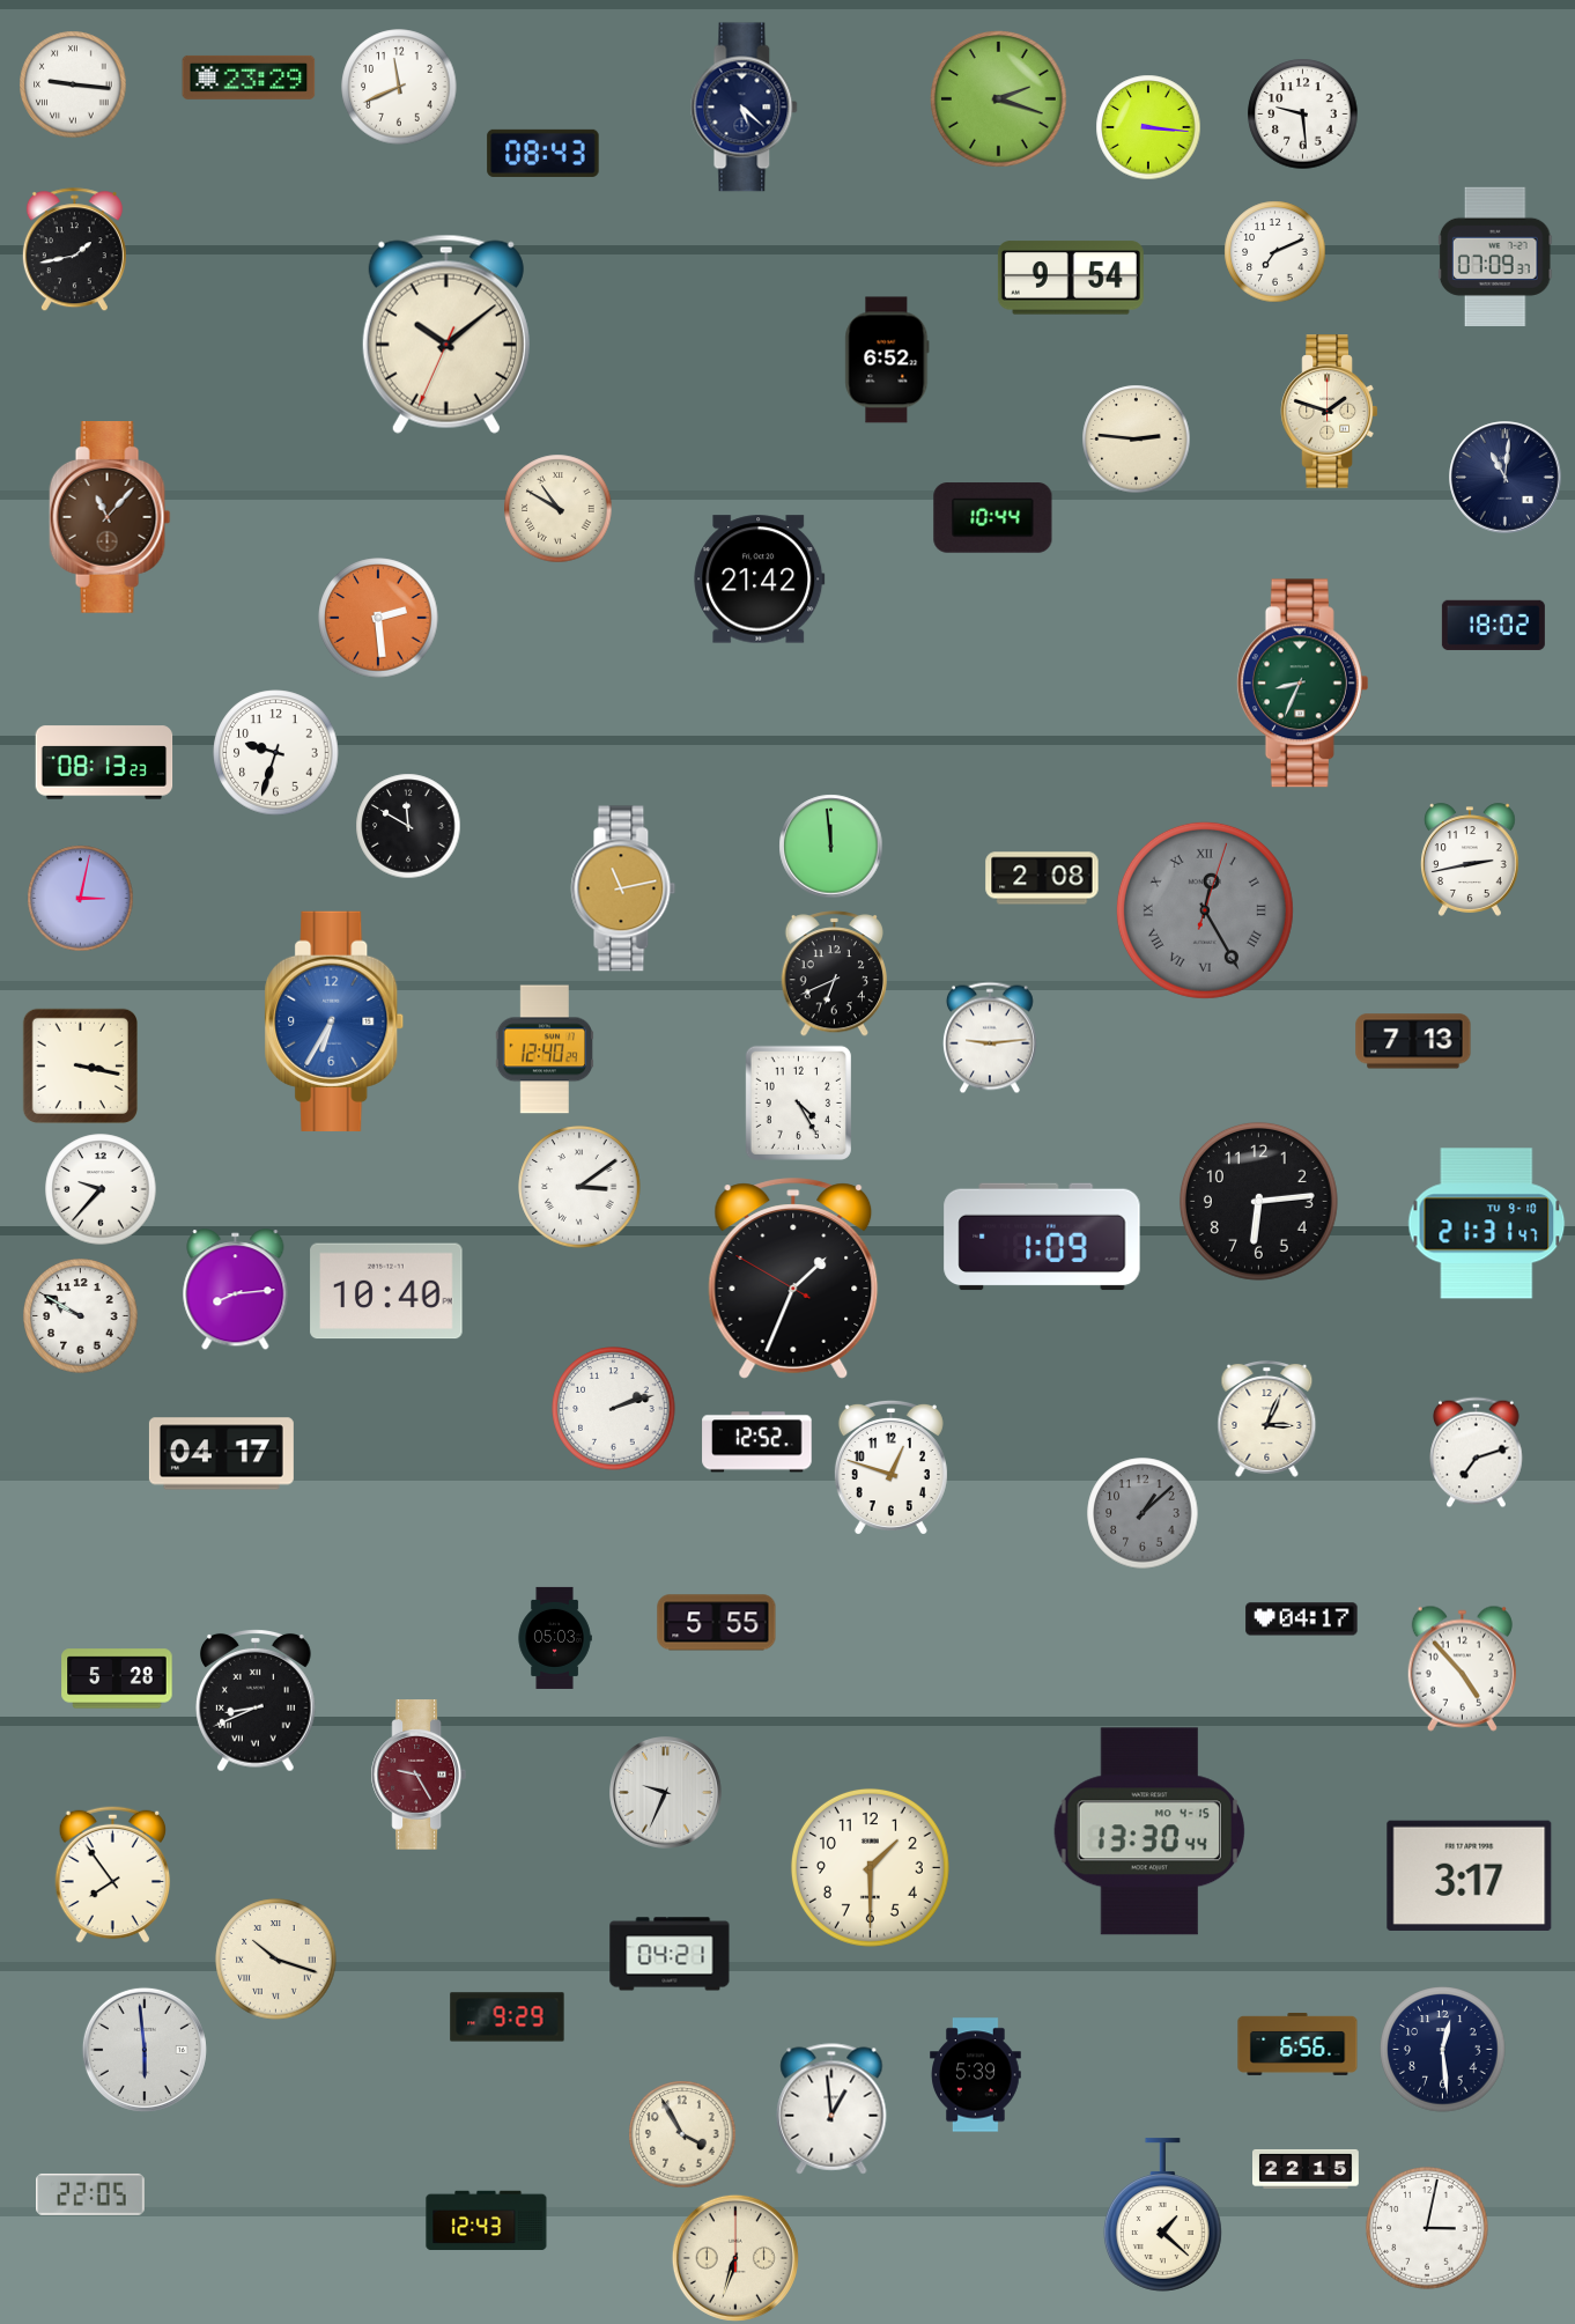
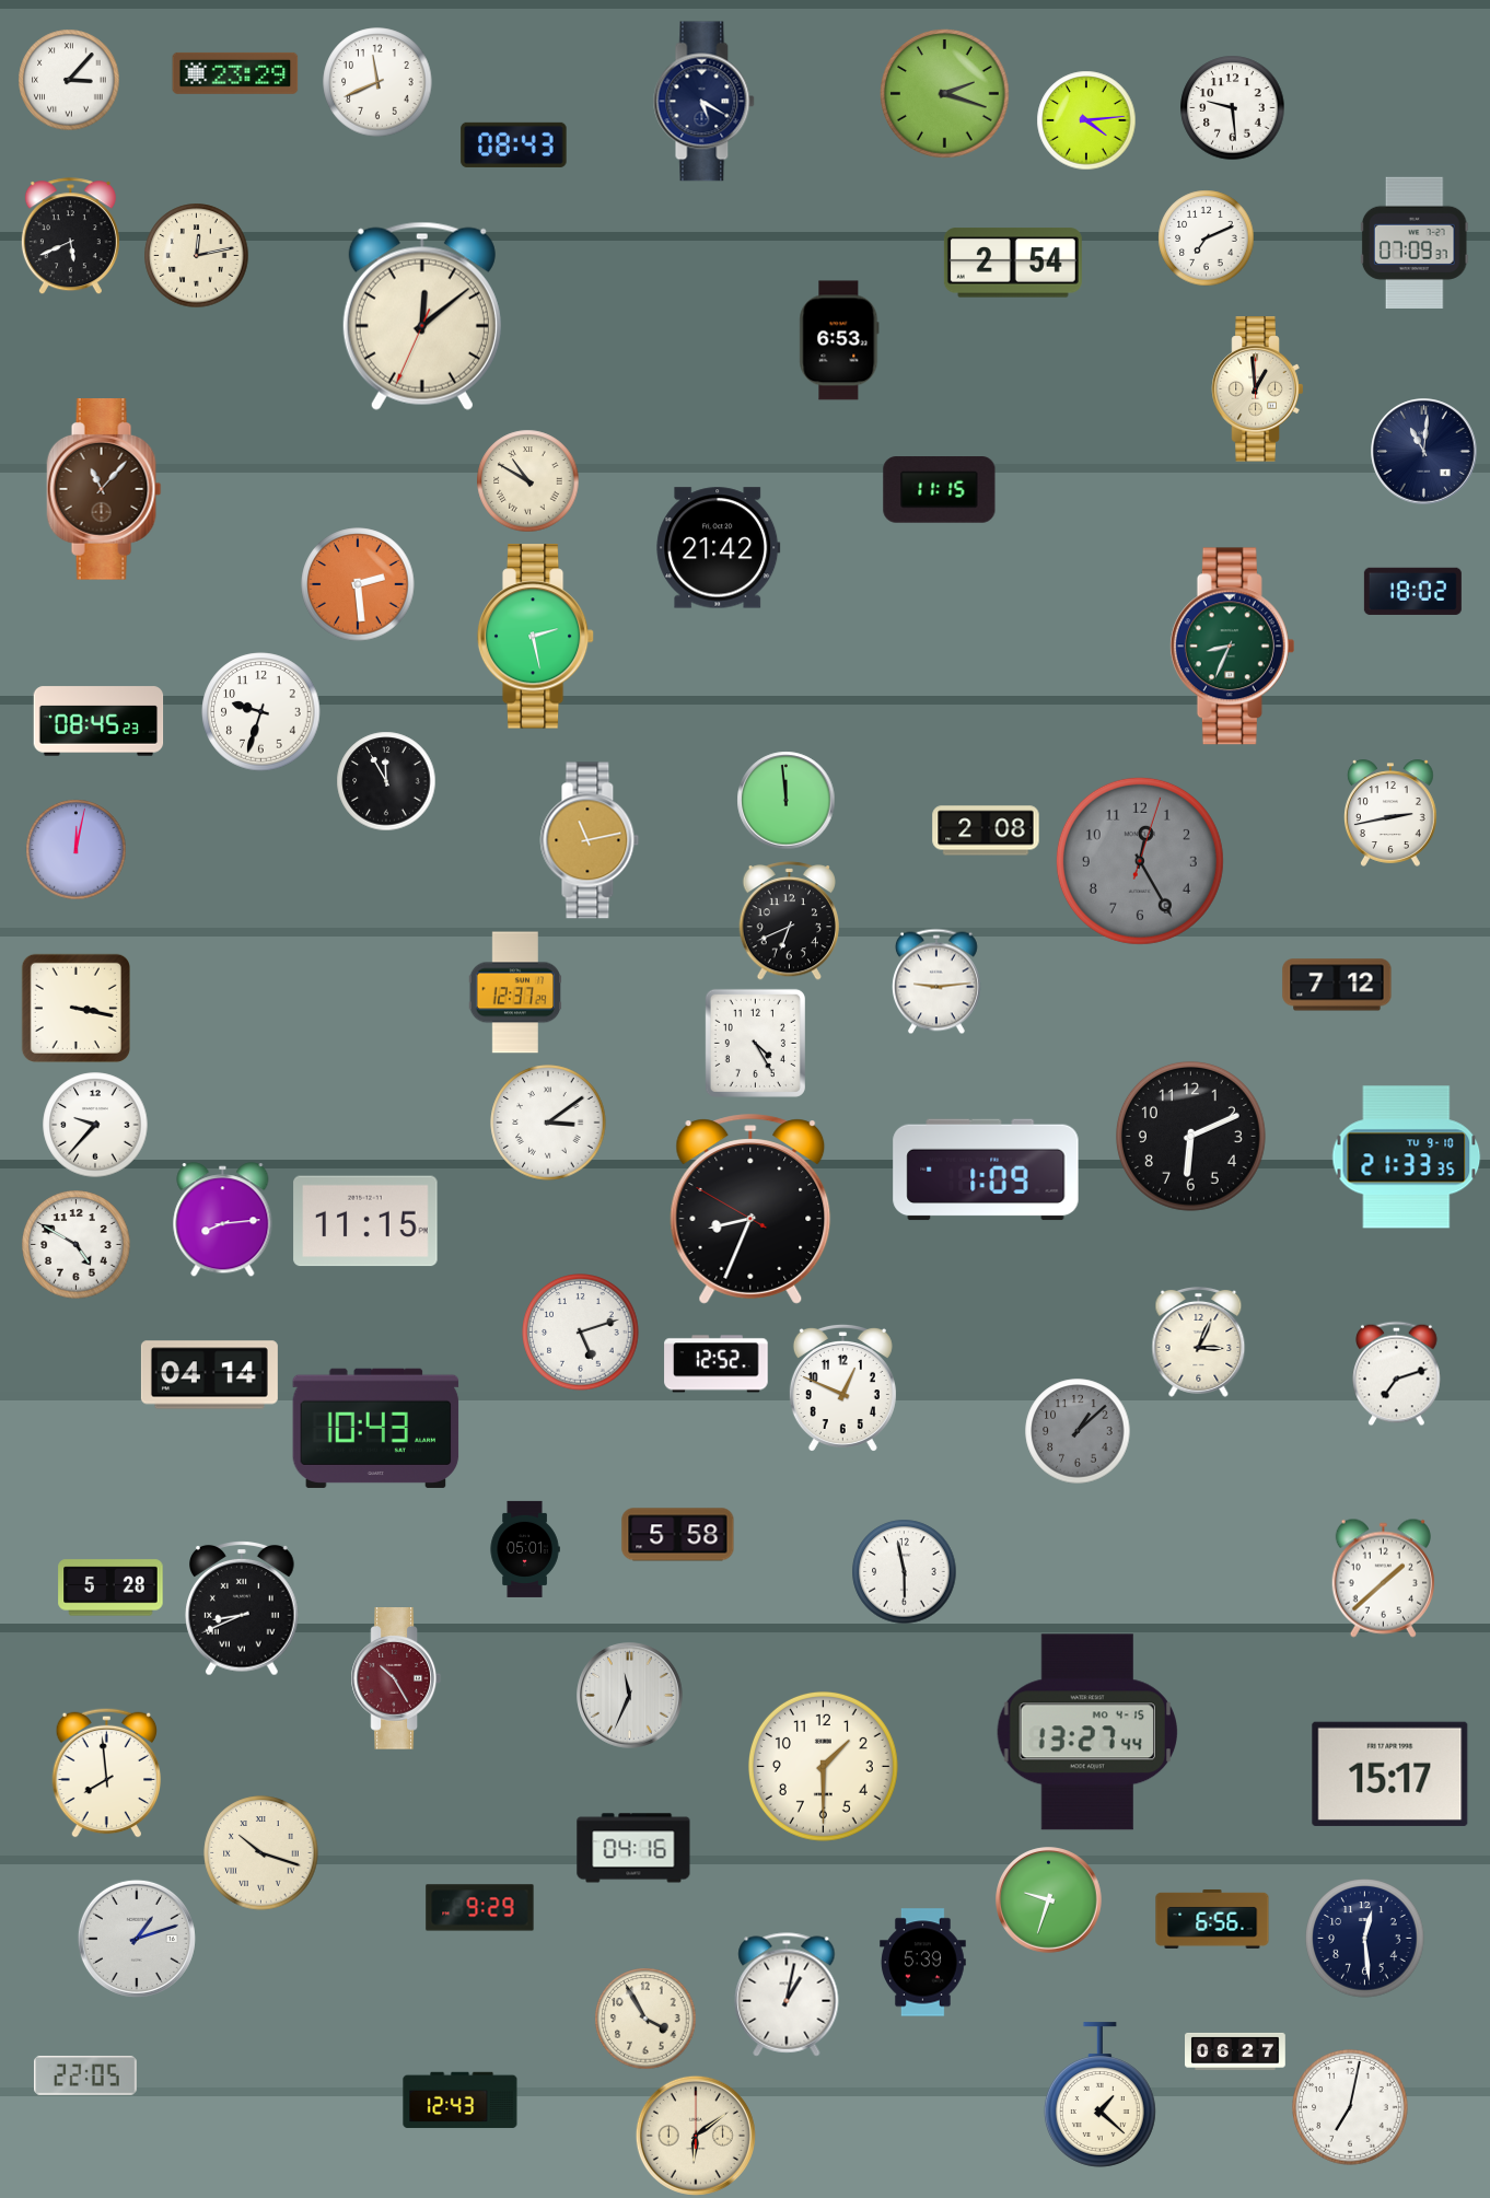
clock at (73, 84): 9:16 -> 3:07
clock at (745, 108): 5:22 -> 5:20
clock at (1148, 127): 3:16 -> 4:14
clock at (74, 250): 1:43 -> 5:41
clock at (197, 256): none -> 12:13
clock at (1071, 278): 9:54 -> 2:54
clock at (446, 334): 10:08 -> 12:08
clock at (887, 360): 6:52 -> 6:53
clock at (1330, 412): 1:48 -> 12:59
clock at (1137, 440): 2:46 -> none
clock at (993, 518): 10:44 -> 11:15
clock at (536, 637): none -> 2:28
clock at (104, 762): 08:13 -> 08:45
clock at (408, 826): 11:50 -> 11:55
clock at (81, 899): 3:02 -> 12:02
clock at (1205, 910) numerals: Roman -> Arabic
clock at (334, 1021): 6:35 -> none
clock at (1413, 1041): 7:13 -> 7:12
clock at (545, 1049): 12:40 -> 12:37
clock at (1258, 1201): 6:14 -> 6:11
clock at (1487, 1224): 21:31 -> 21:33
clock at (793, 1278): 1:33 -> 8:33
clock at (386, 1291): 10:40 -> 11:15
clock at (81, 1316): 9:50 -> 4:50
clock at (614, 1409): 2:12 -> 5:12
clock at (221, 1454): 04:17 -> 04:14
clock at (890, 1467): 12:48 -> 12:49
clock at (376, 1428): none -> 10:43
clock at (1143, 1513) position: (1143, 1513) -> (1078, 1431)
clock at (1302, 1620): 04:17 -> none
clock at (717, 1623): 5:55 -> 5:58
clock at (555, 1638): 05:03 -> 05:01
clock at (905, 1572): none -> 5:58
clock at (1462, 1668): 4:53 -> 1:38
clock at (417, 1775): 9:25 -> 10:25
clock at (666, 1793): 9:34 -> 11:34
clock at (1148, 1831): 13:30 -> 13:27
clock at (113, 1874): 7:54 -> 7:59
clock at (1470, 1875): 3:17 -> 15:17
clock at (670, 1954): 04:21 -> 04:16
clock at (1049, 1900): none -> 9:33
clock at (1297, 2044) position: (1297, 2044) -> (1212, 1919)
clock at (145, 2050): 5:59 -> 1:12
clock at (831, 2109): 12:59 -> 1:02
clock at (1307, 2169): 22:15 -> 06:27
clock at (1427, 2228): 3:02 -> 7:02
clock at (735, 2258): 6:33 -> 6:09
